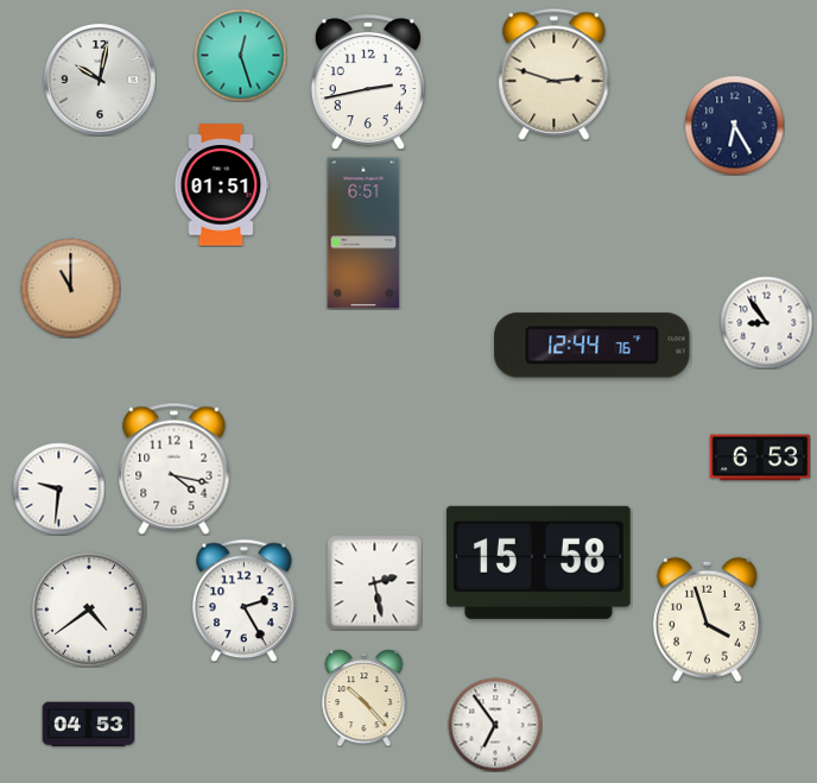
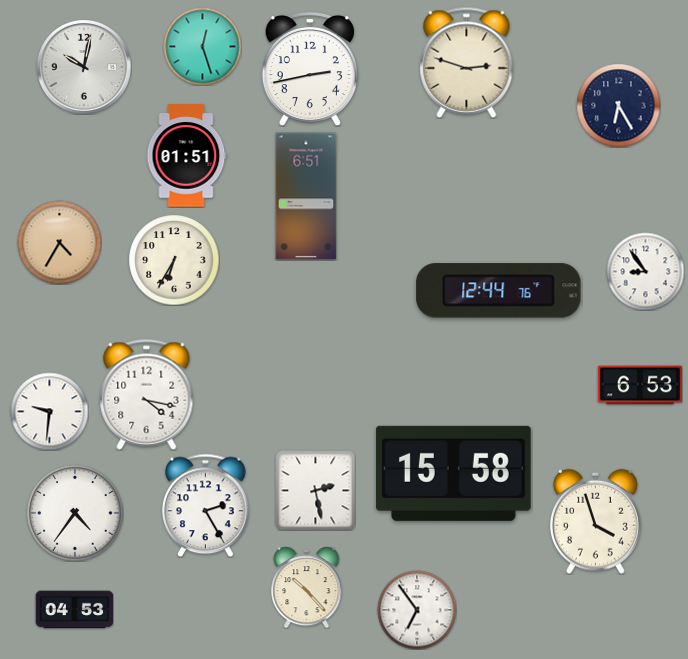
clock at (70, 288): 11:00 -> 4:35
clock at (174, 260): none -> 6:35
clock at (89, 610): 4:39 -> 4:36
